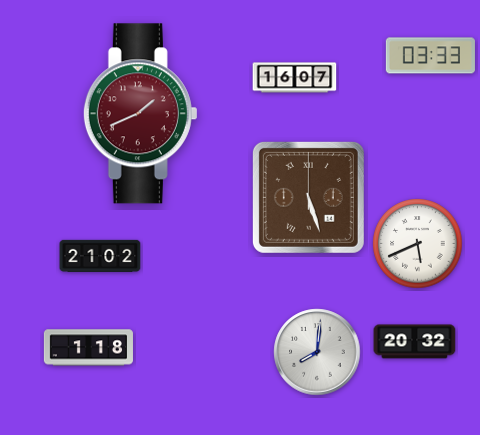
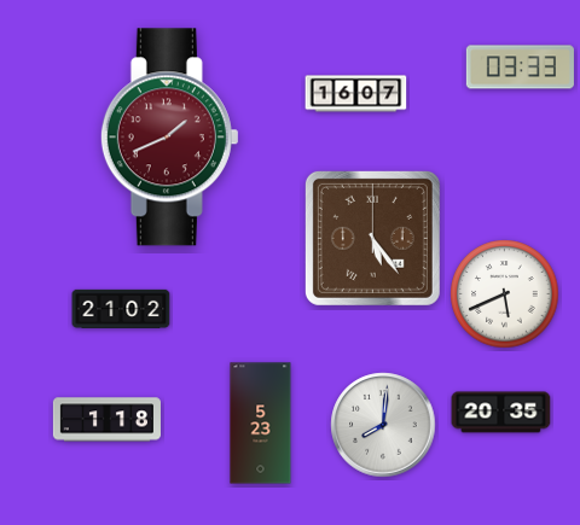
clock at (308, 197): 5:27 -> 5:24
clock at (415, 342): 20:32 -> 20:35
clock at (261, 424): none -> 5:23
